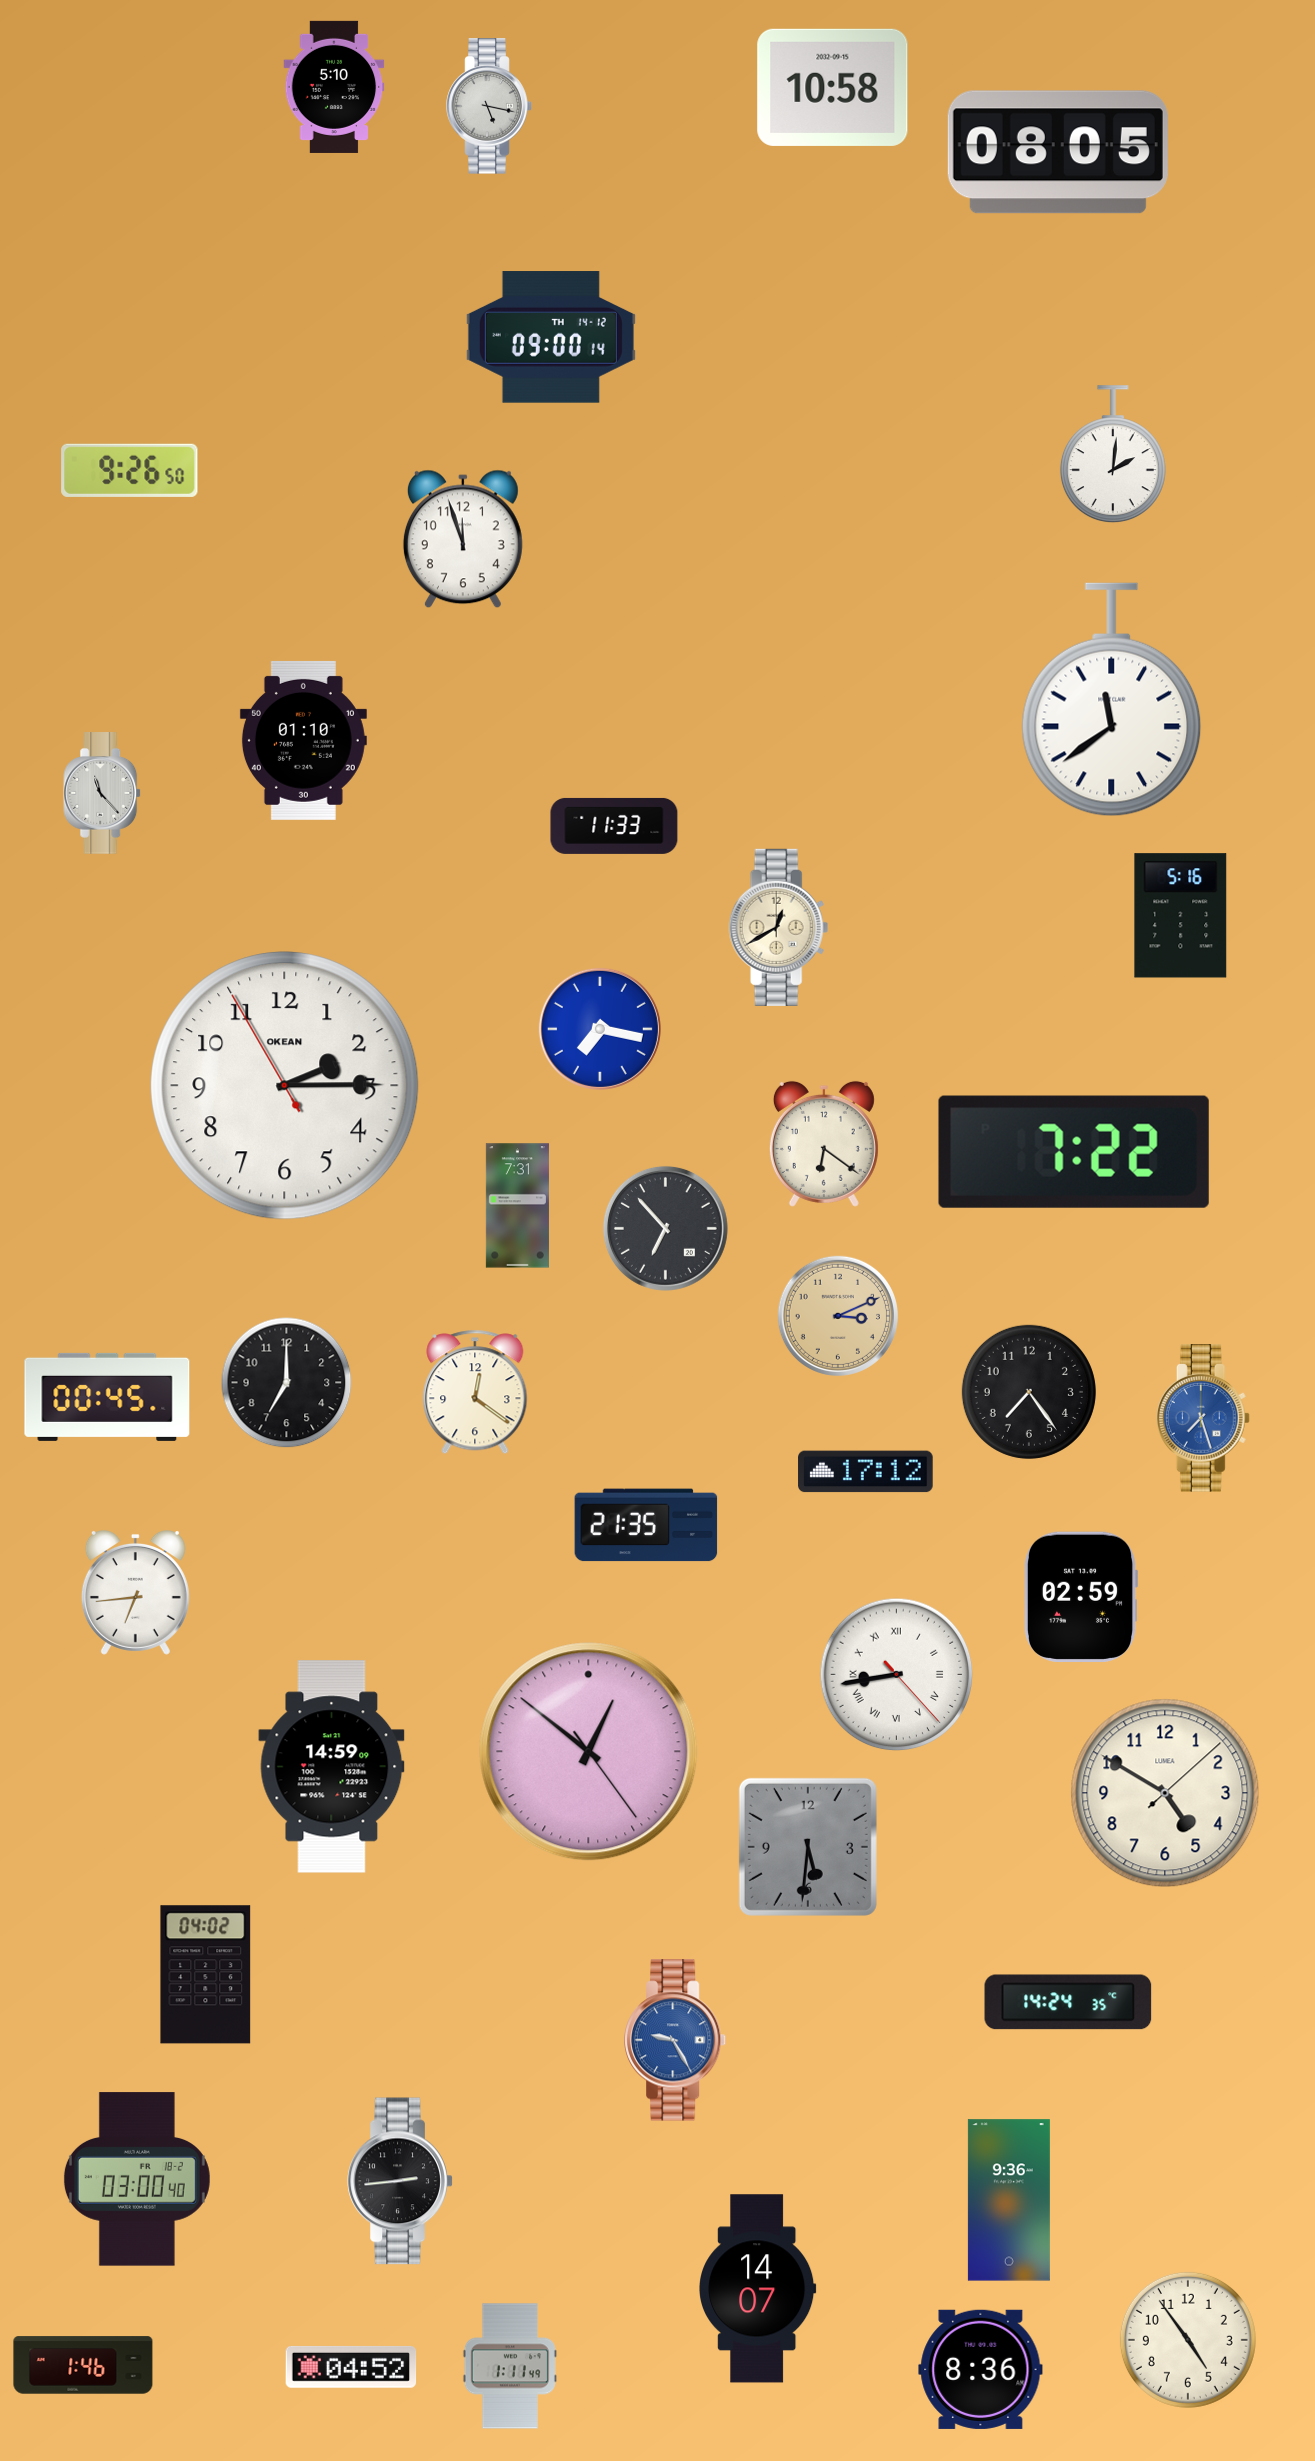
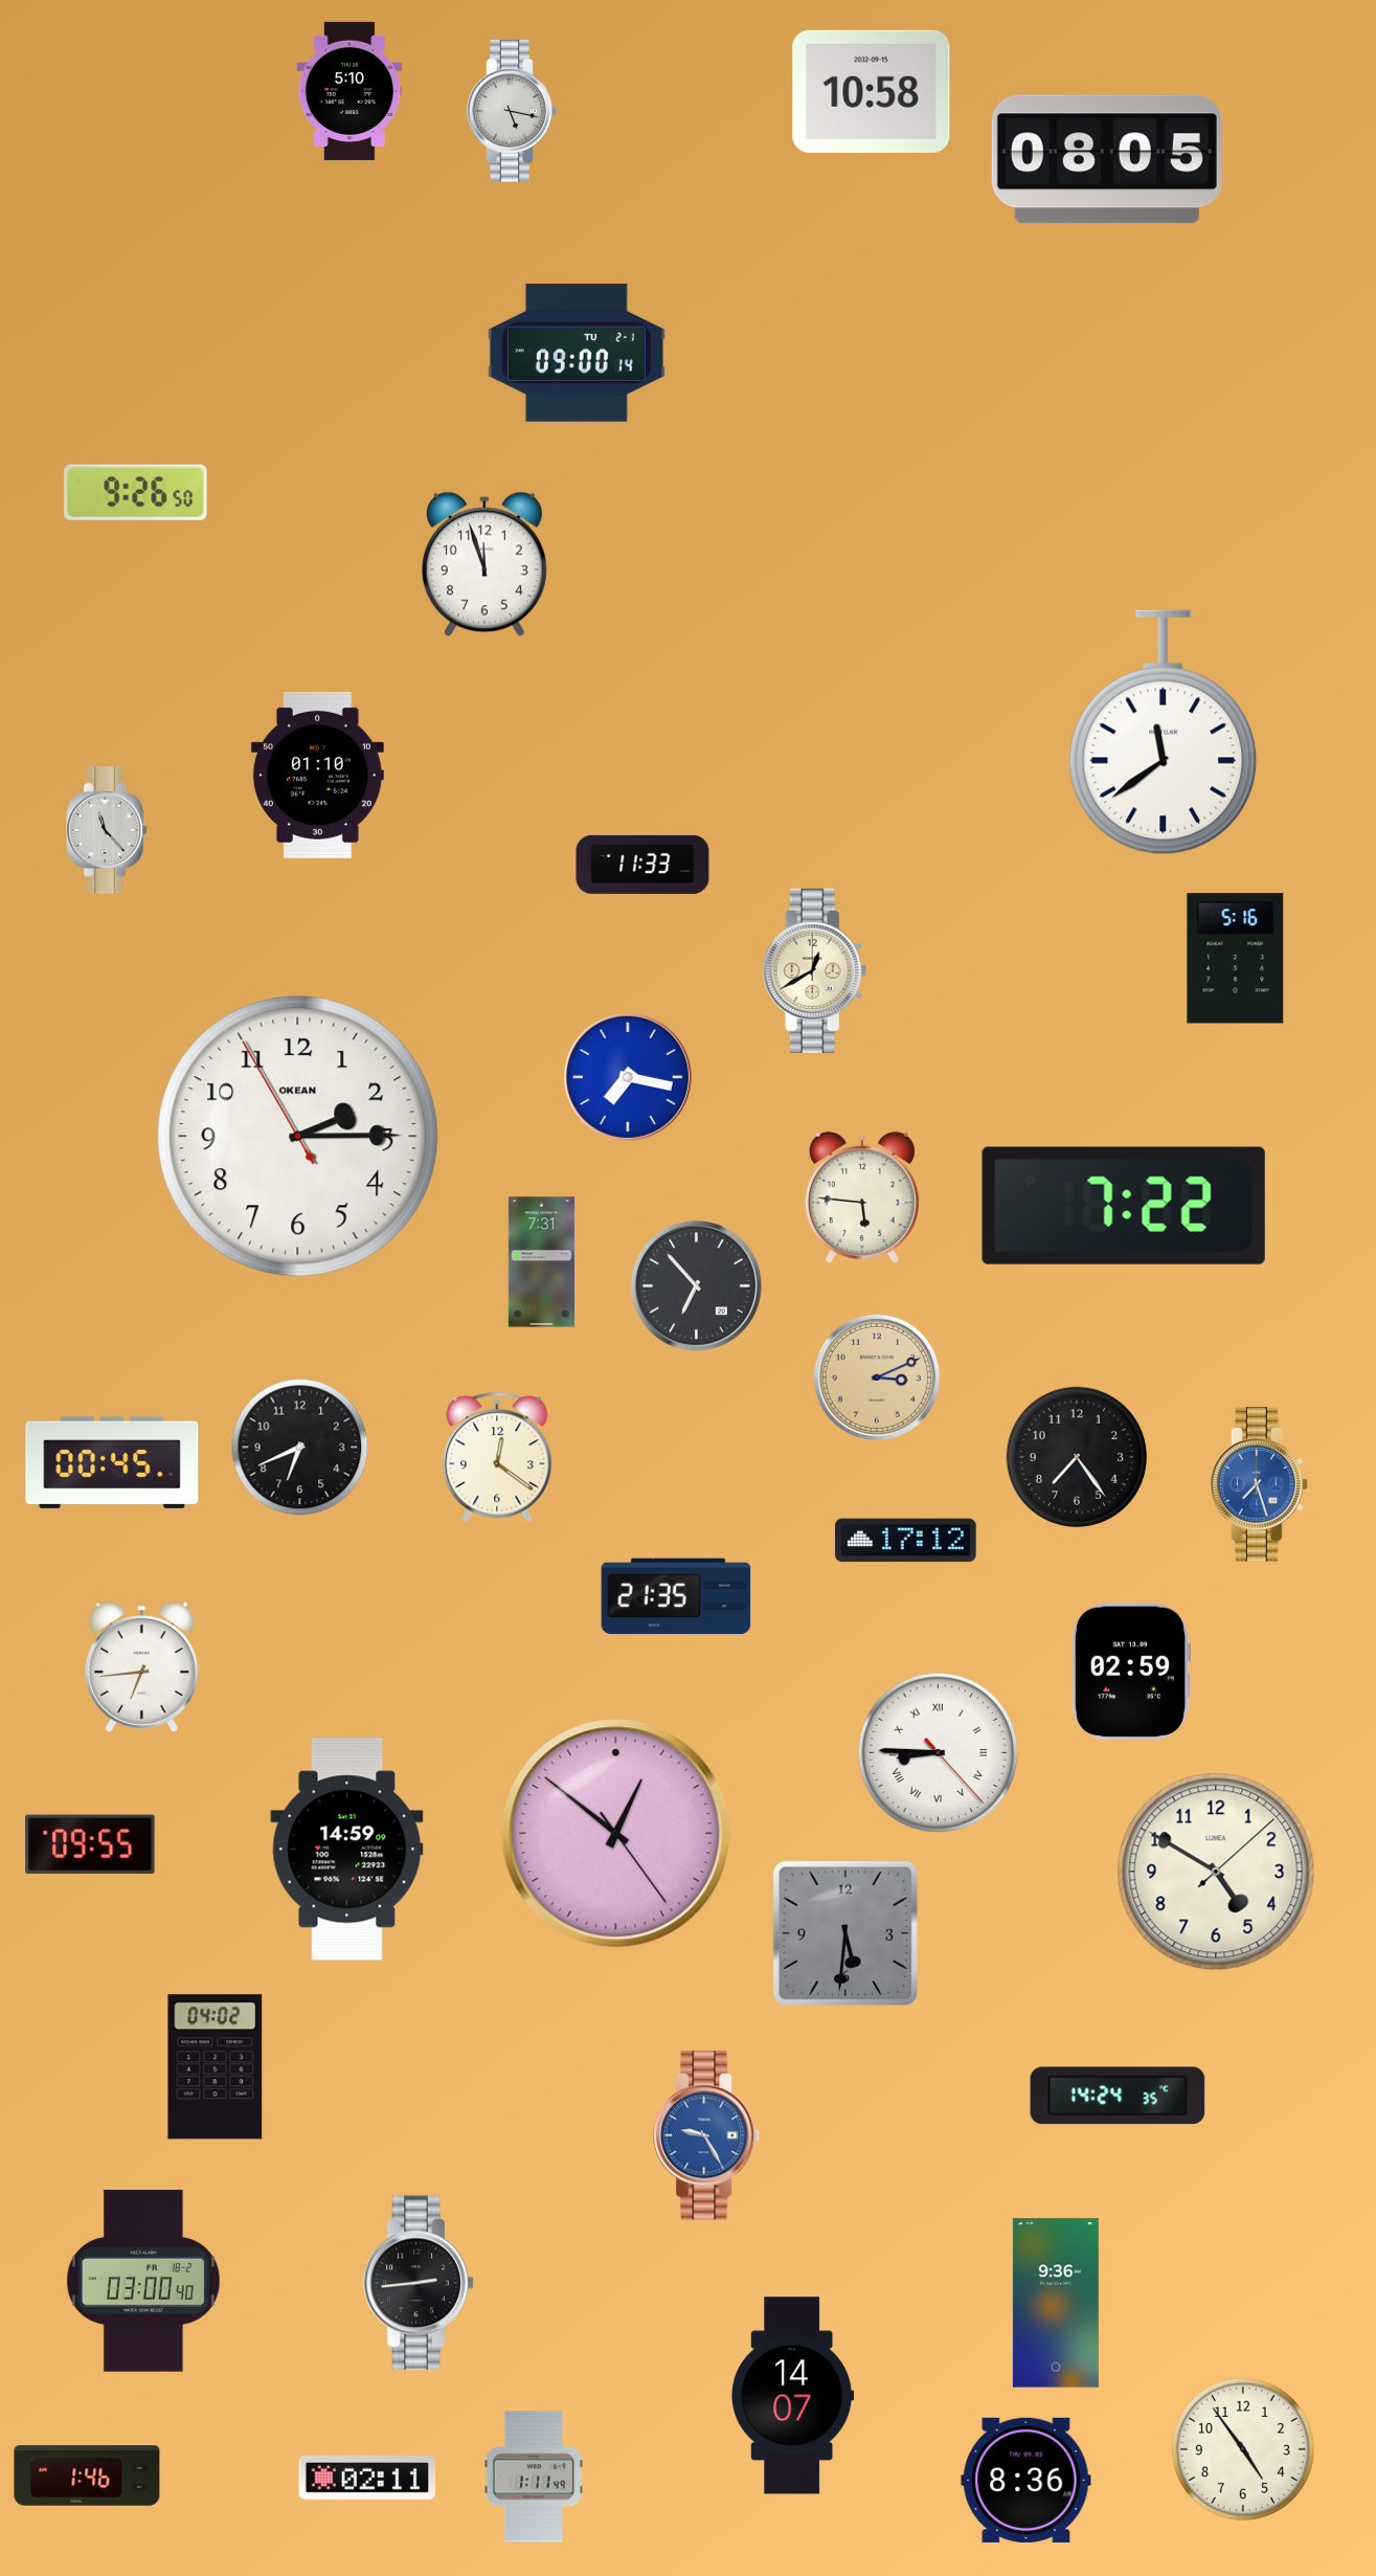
clock at (551, 337) date: TH 14-12 -> TU 2-1
clock at (1113, 455): 2:01 -> none
clock at (824, 1144): 6:21 -> 5:46
clock at (287, 1383): 7:00 -> 6:41
clock at (897, 1675): 8:43 -> 8:45
clock at (90, 1844): none -> 09:55
clock at (1165, 1793) position: (1165, 1793) -> (1216, 1872)
clock at (351, 2367): 04:52 -> 02:11
